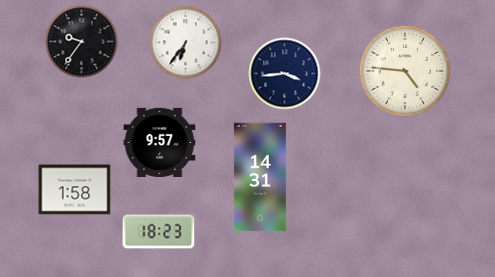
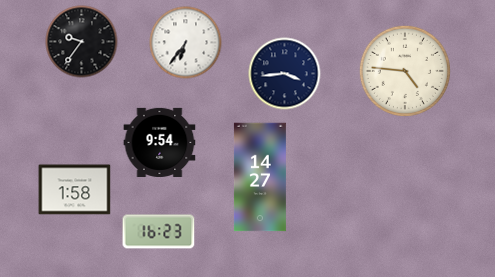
clock at (160, 142): 9:57 -> 9:54
clock at (260, 177): 14:31 -> 14:27
clock at (159, 232): 18:23 -> 16:23
